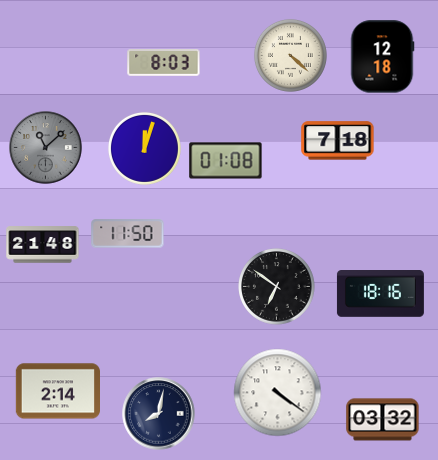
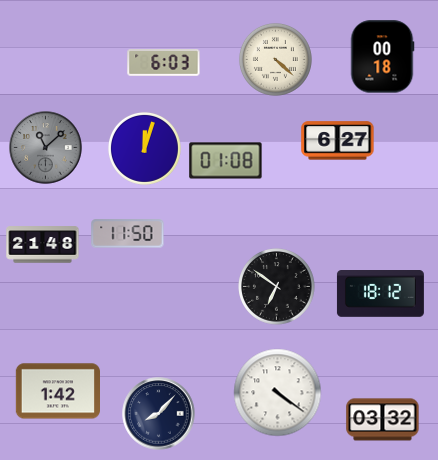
clock at (290, 55) position: (290, 55) -> (275, 59)
clock at (382, 57): 12:18 -> 00:18
clock at (164, 63): 8:03 -> 6:03
clock at (338, 141): 7:18 -> 6:27
clock at (380, 294): 18:16 -> 18:12
clock at (57, 391): 2:14 -> 1:42
clock at (159, 414): 8:02 -> 8:07
